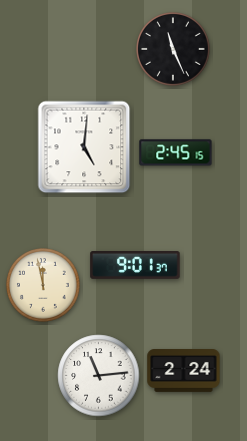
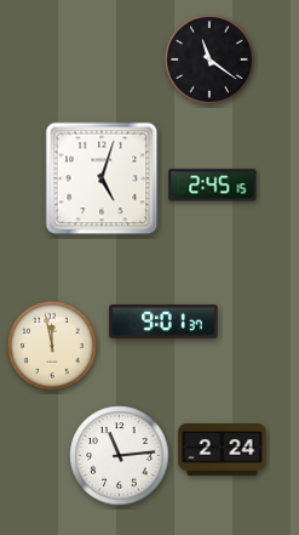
clock at (174, 50): 11:26 -> 11:21
clock at (84, 147): 5:01 -> 5:03
